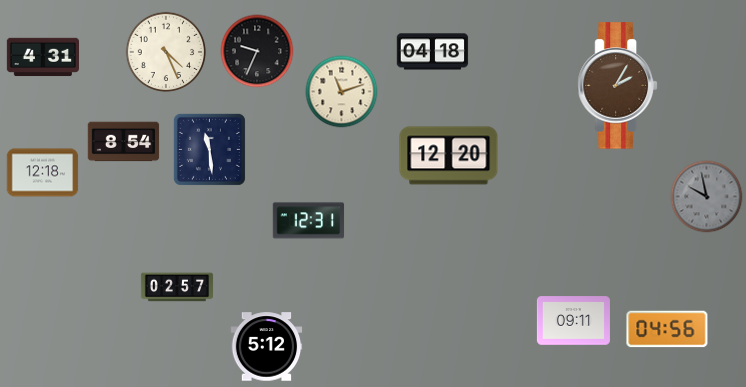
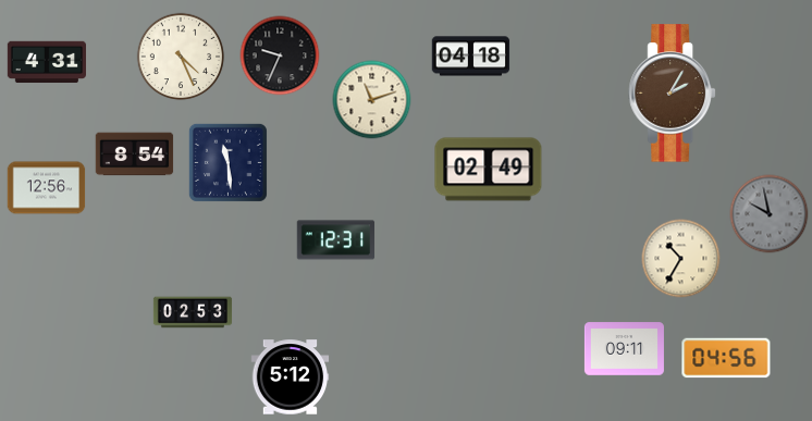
clock at (449, 156): 12:20 -> 02:49
clock at (43, 173): 12:18 -> 12:56
clock at (681, 259): none -> 10:35
clock at (177, 287): 02:57 -> 02:53
